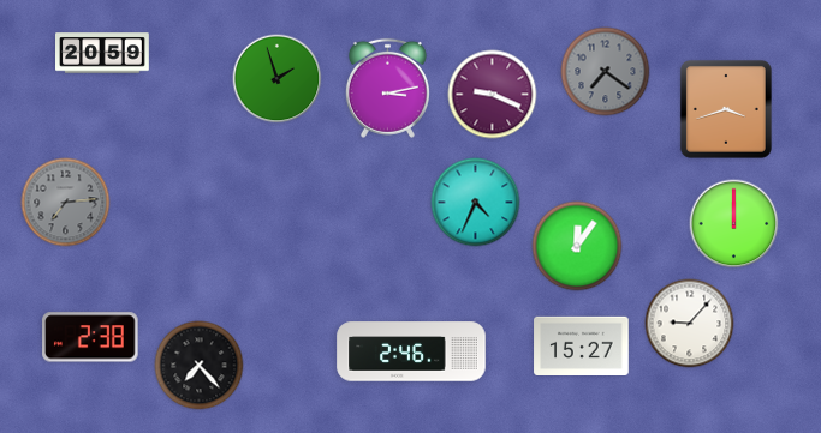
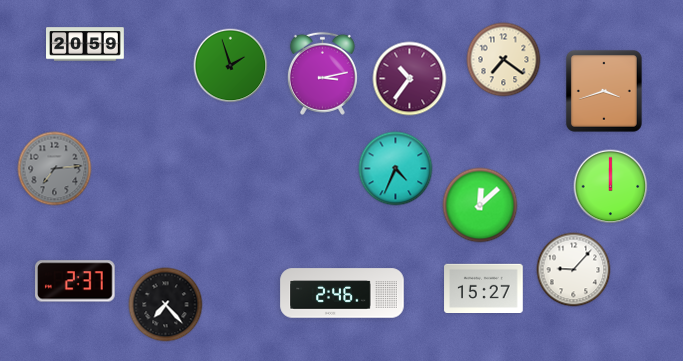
clock at (606, 72) dial: grey -> cream
clock at (493, 95): 9:19 -> 10:36
clock at (577, 246): 12:06 -> 12:08
clock at (90, 337): 2:38 -> 2:37
